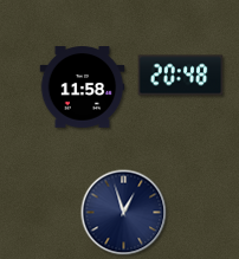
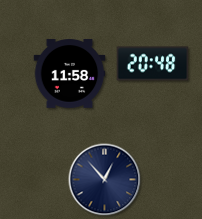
clock at (124, 213): 12:57 -> 12:53
